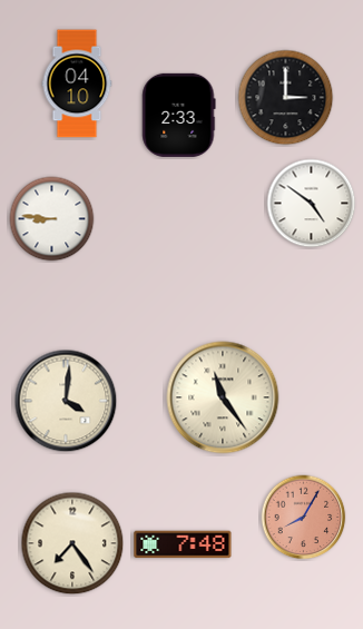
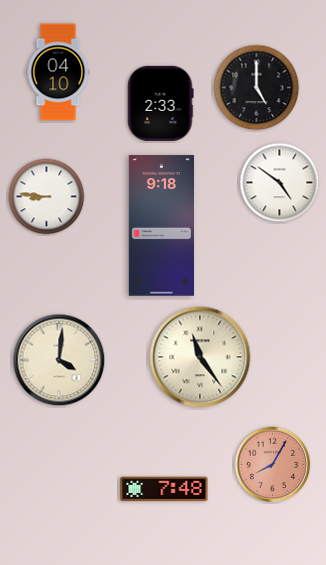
clock at (77, 83) position: (77, 83) -> (58, 72)
clock at (286, 98): 3:00 -> 5:00
clock at (161, 226): none -> 9:18
clock at (72, 543): 7:24 -> none
